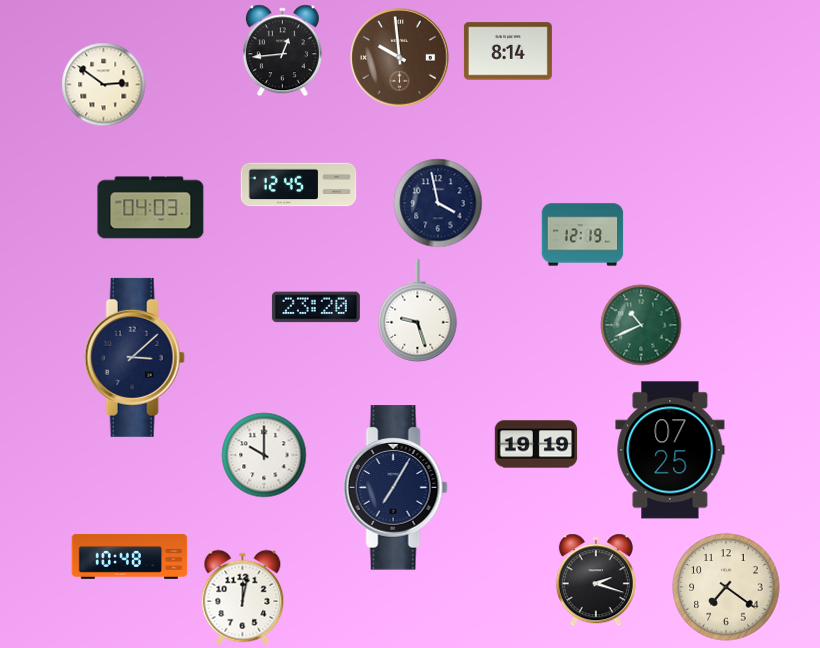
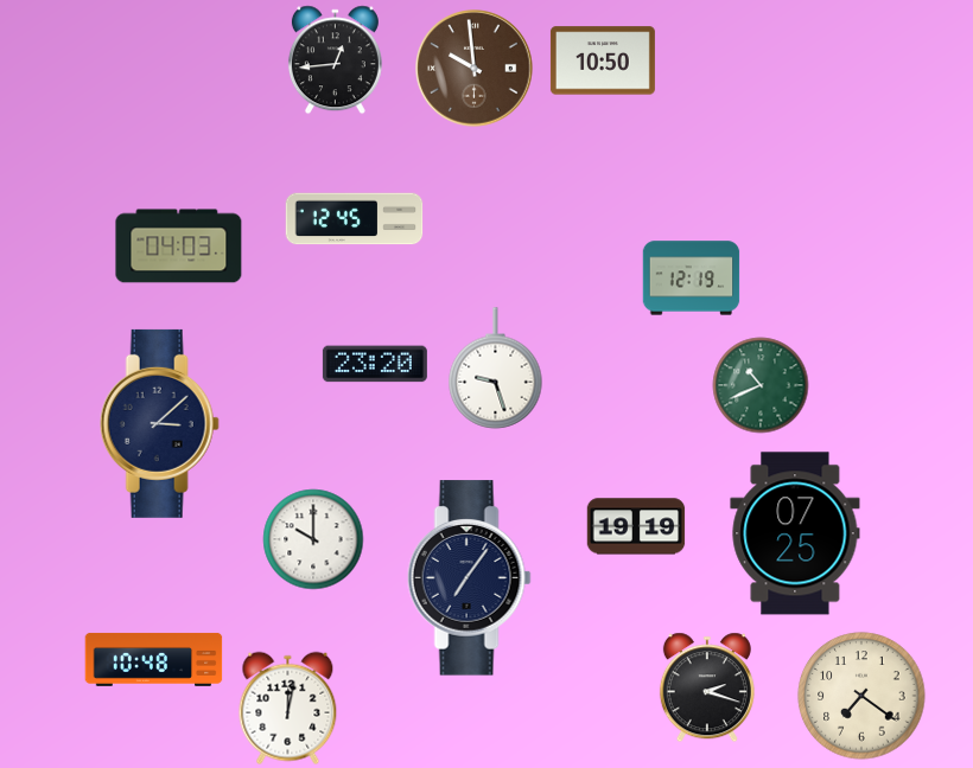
clock at (508, 51): 8:14 -> 10:50
clock at (104, 85): 2:51 -> none
clock at (438, 203): 3:58 -> none
clock at (395, 488): 7:05 -> 7:06
